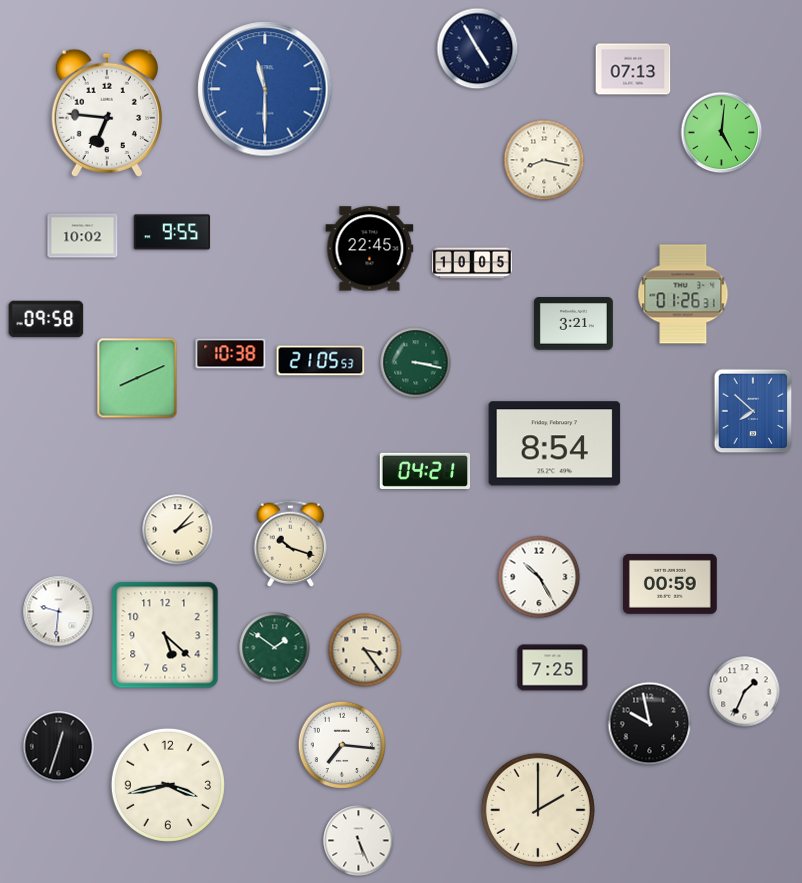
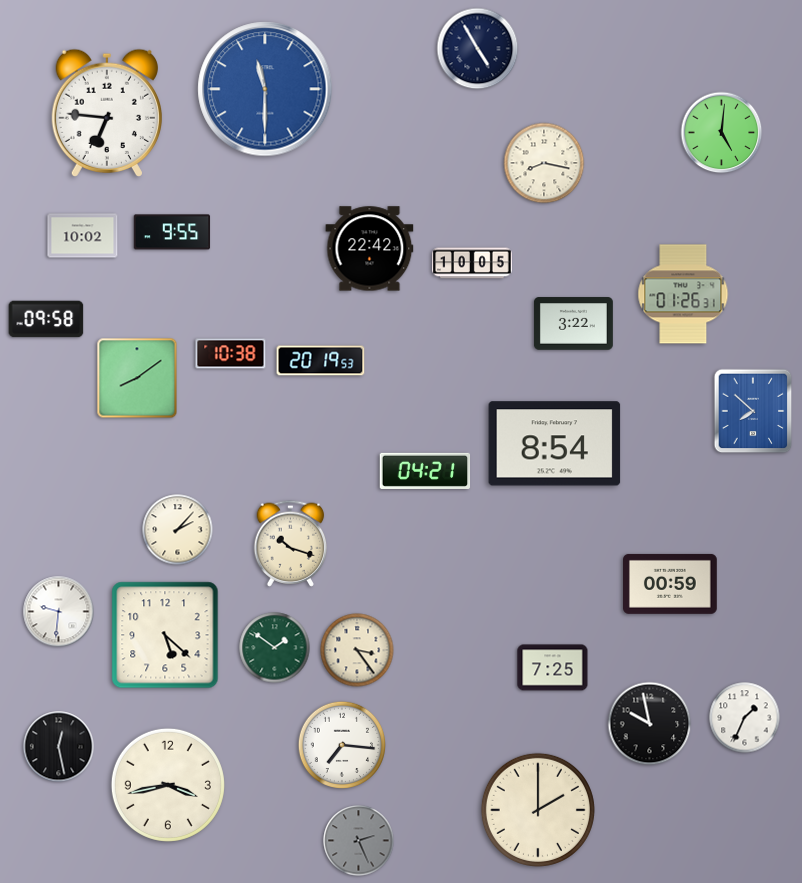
clock at (633, 69): 07:13 -> none
clock at (544, 160) position: (544, 160) -> (544, 163)
clock at (370, 249): 22:45 -> 22:42
clock at (573, 324): 3:21 -> 3:22
clock at (321, 361): 21:05 -> 20:19
clock at (416, 363): 3:17 -> none
clock at (137, 378): 8:11 -> 8:09
clock at (539, 577): 10:25 -> none
clock at (365, 650) position: (365, 650) -> (357, 650)
clock at (745, 692) position: (745, 692) -> (745, 718)
clock at (59, 747): 12:33 -> 12:28
clock at (359, 841): 5:26 -> 2:26
clock at (359, 841) dial: white -> grey
